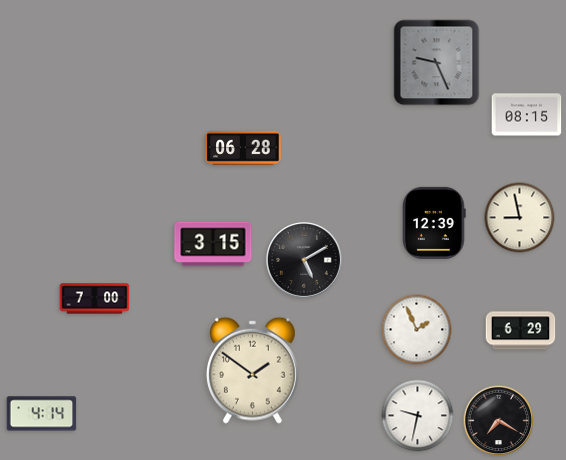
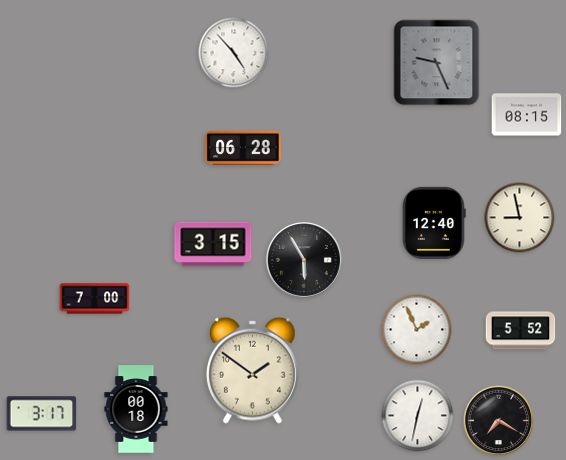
clock at (234, 53): none -> 4:53
clock at (434, 223): 12:39 -> 12:40
clock at (304, 260): 5:10 -> 5:55
clock at (521, 331): 6:29 -> 5:52
clock at (136, 409): none -> 00:18
clock at (42, 414): 4:14 -> 3:17
clock at (418, 416): 9:32 -> 12:32
